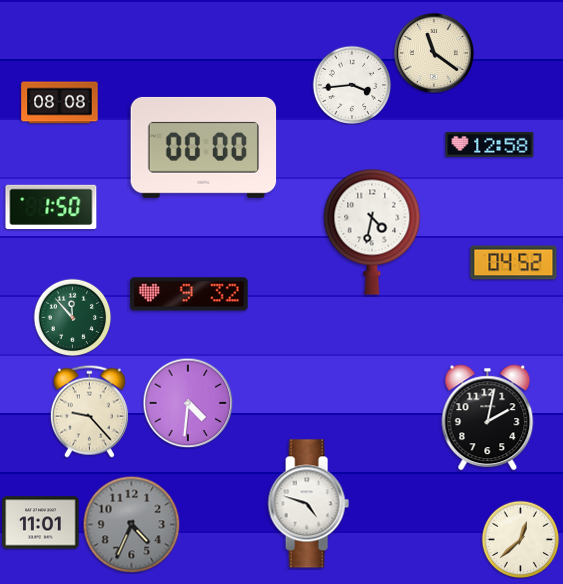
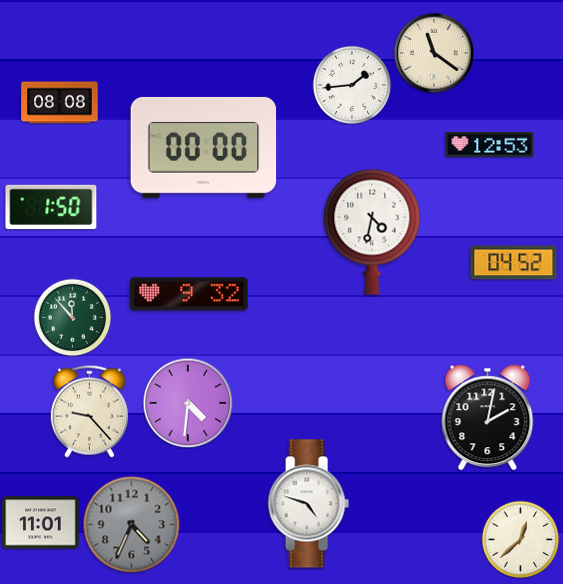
clock at (352, 85): 3:44 -> 1:44
clock at (490, 144): 12:58 -> 12:53
